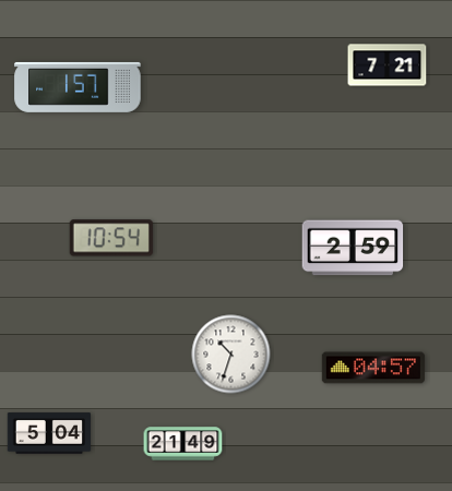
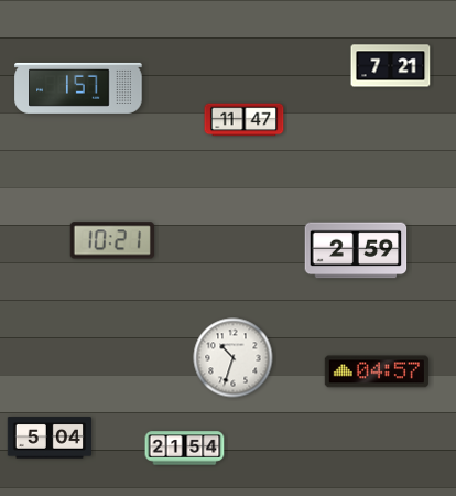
clock at (245, 120): none -> 11:47
clock at (111, 238): 10:54 -> 10:21
clock at (183, 444): 21:49 -> 21:54
